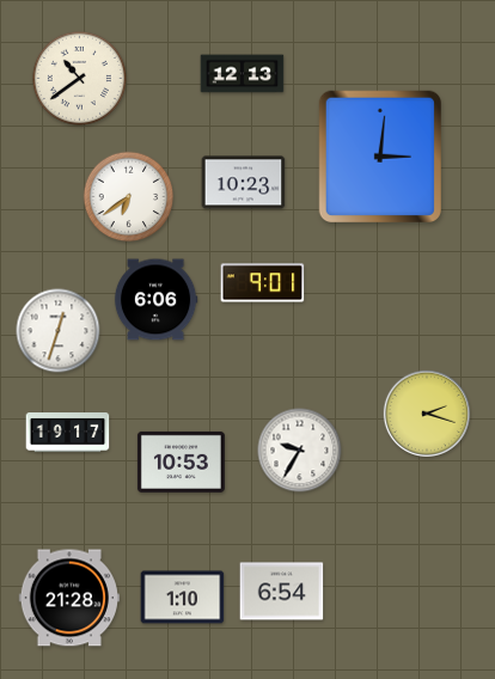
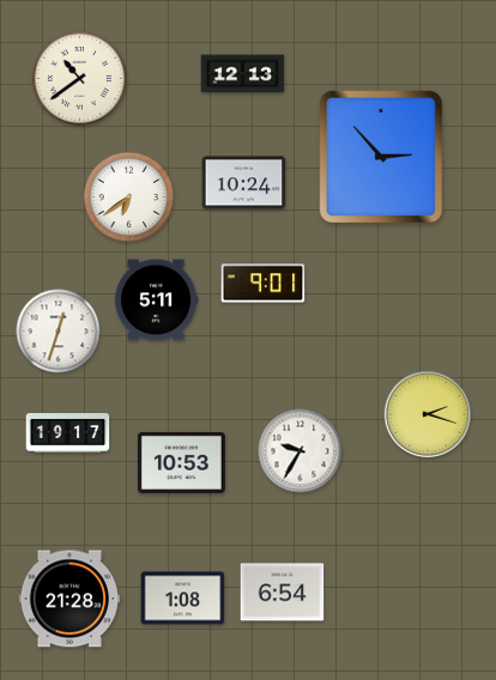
clock at (379, 155): 3:01 -> 2:53
clock at (244, 183): 10:23 -> 10:24
clock at (155, 300): 6:06 -> 5:11
clock at (183, 598): 1:10 -> 1:08
